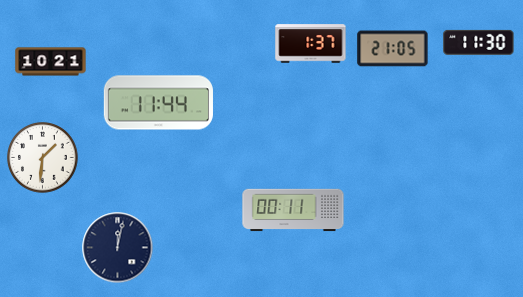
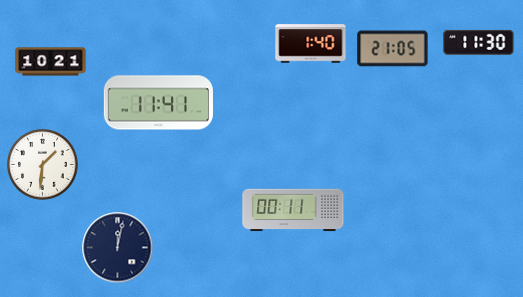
clock at (311, 44): 1:37 -> 1:40
clock at (158, 103): 11:44 -> 11:41
clock at (43, 158) position: (43, 158) -> (43, 165)
